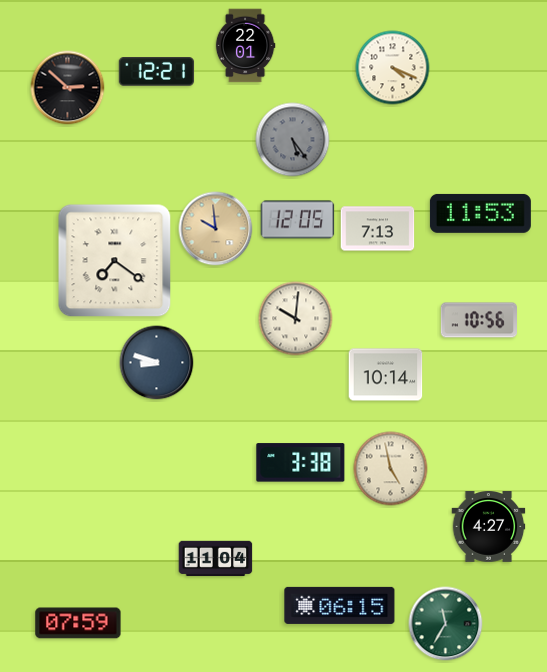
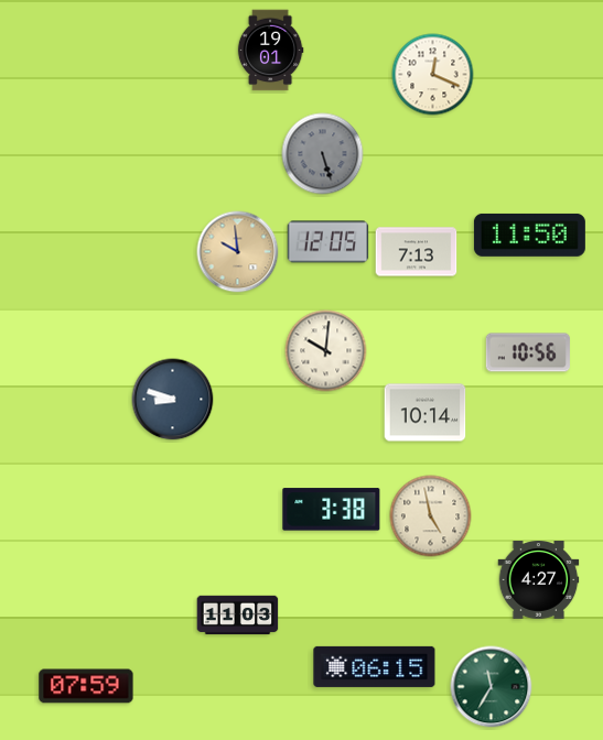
clock at (245, 46): 22:01 -> 19:01
clock at (393, 68): 4:19 -> 12:19
clock at (157, 72): 12:21 -> none
clock at (68, 88): 2:52 -> none
clock at (293, 140): 5:24 -> 5:27
clock at (480, 213): 11:53 -> 11:50
clock at (115, 261): 7:21 -> none
clock at (216, 559): 11:04 -> 11:03
